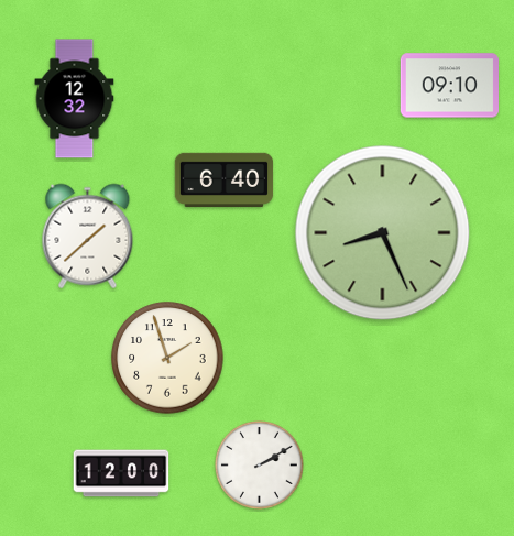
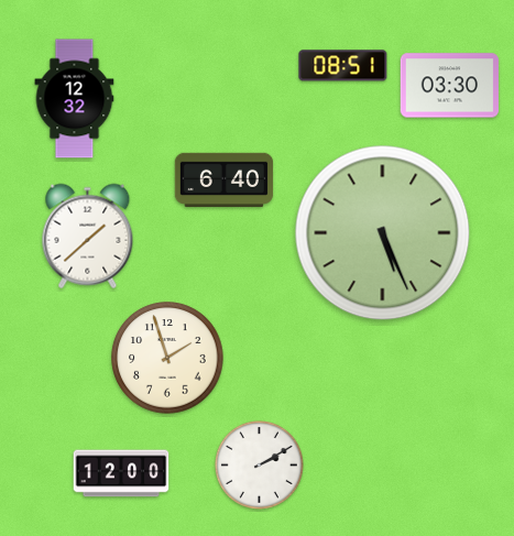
clock at (343, 66): none -> 08:51
clock at (449, 86): 09:10 -> 03:30
clock at (383, 233): 8:26 -> 5:26
